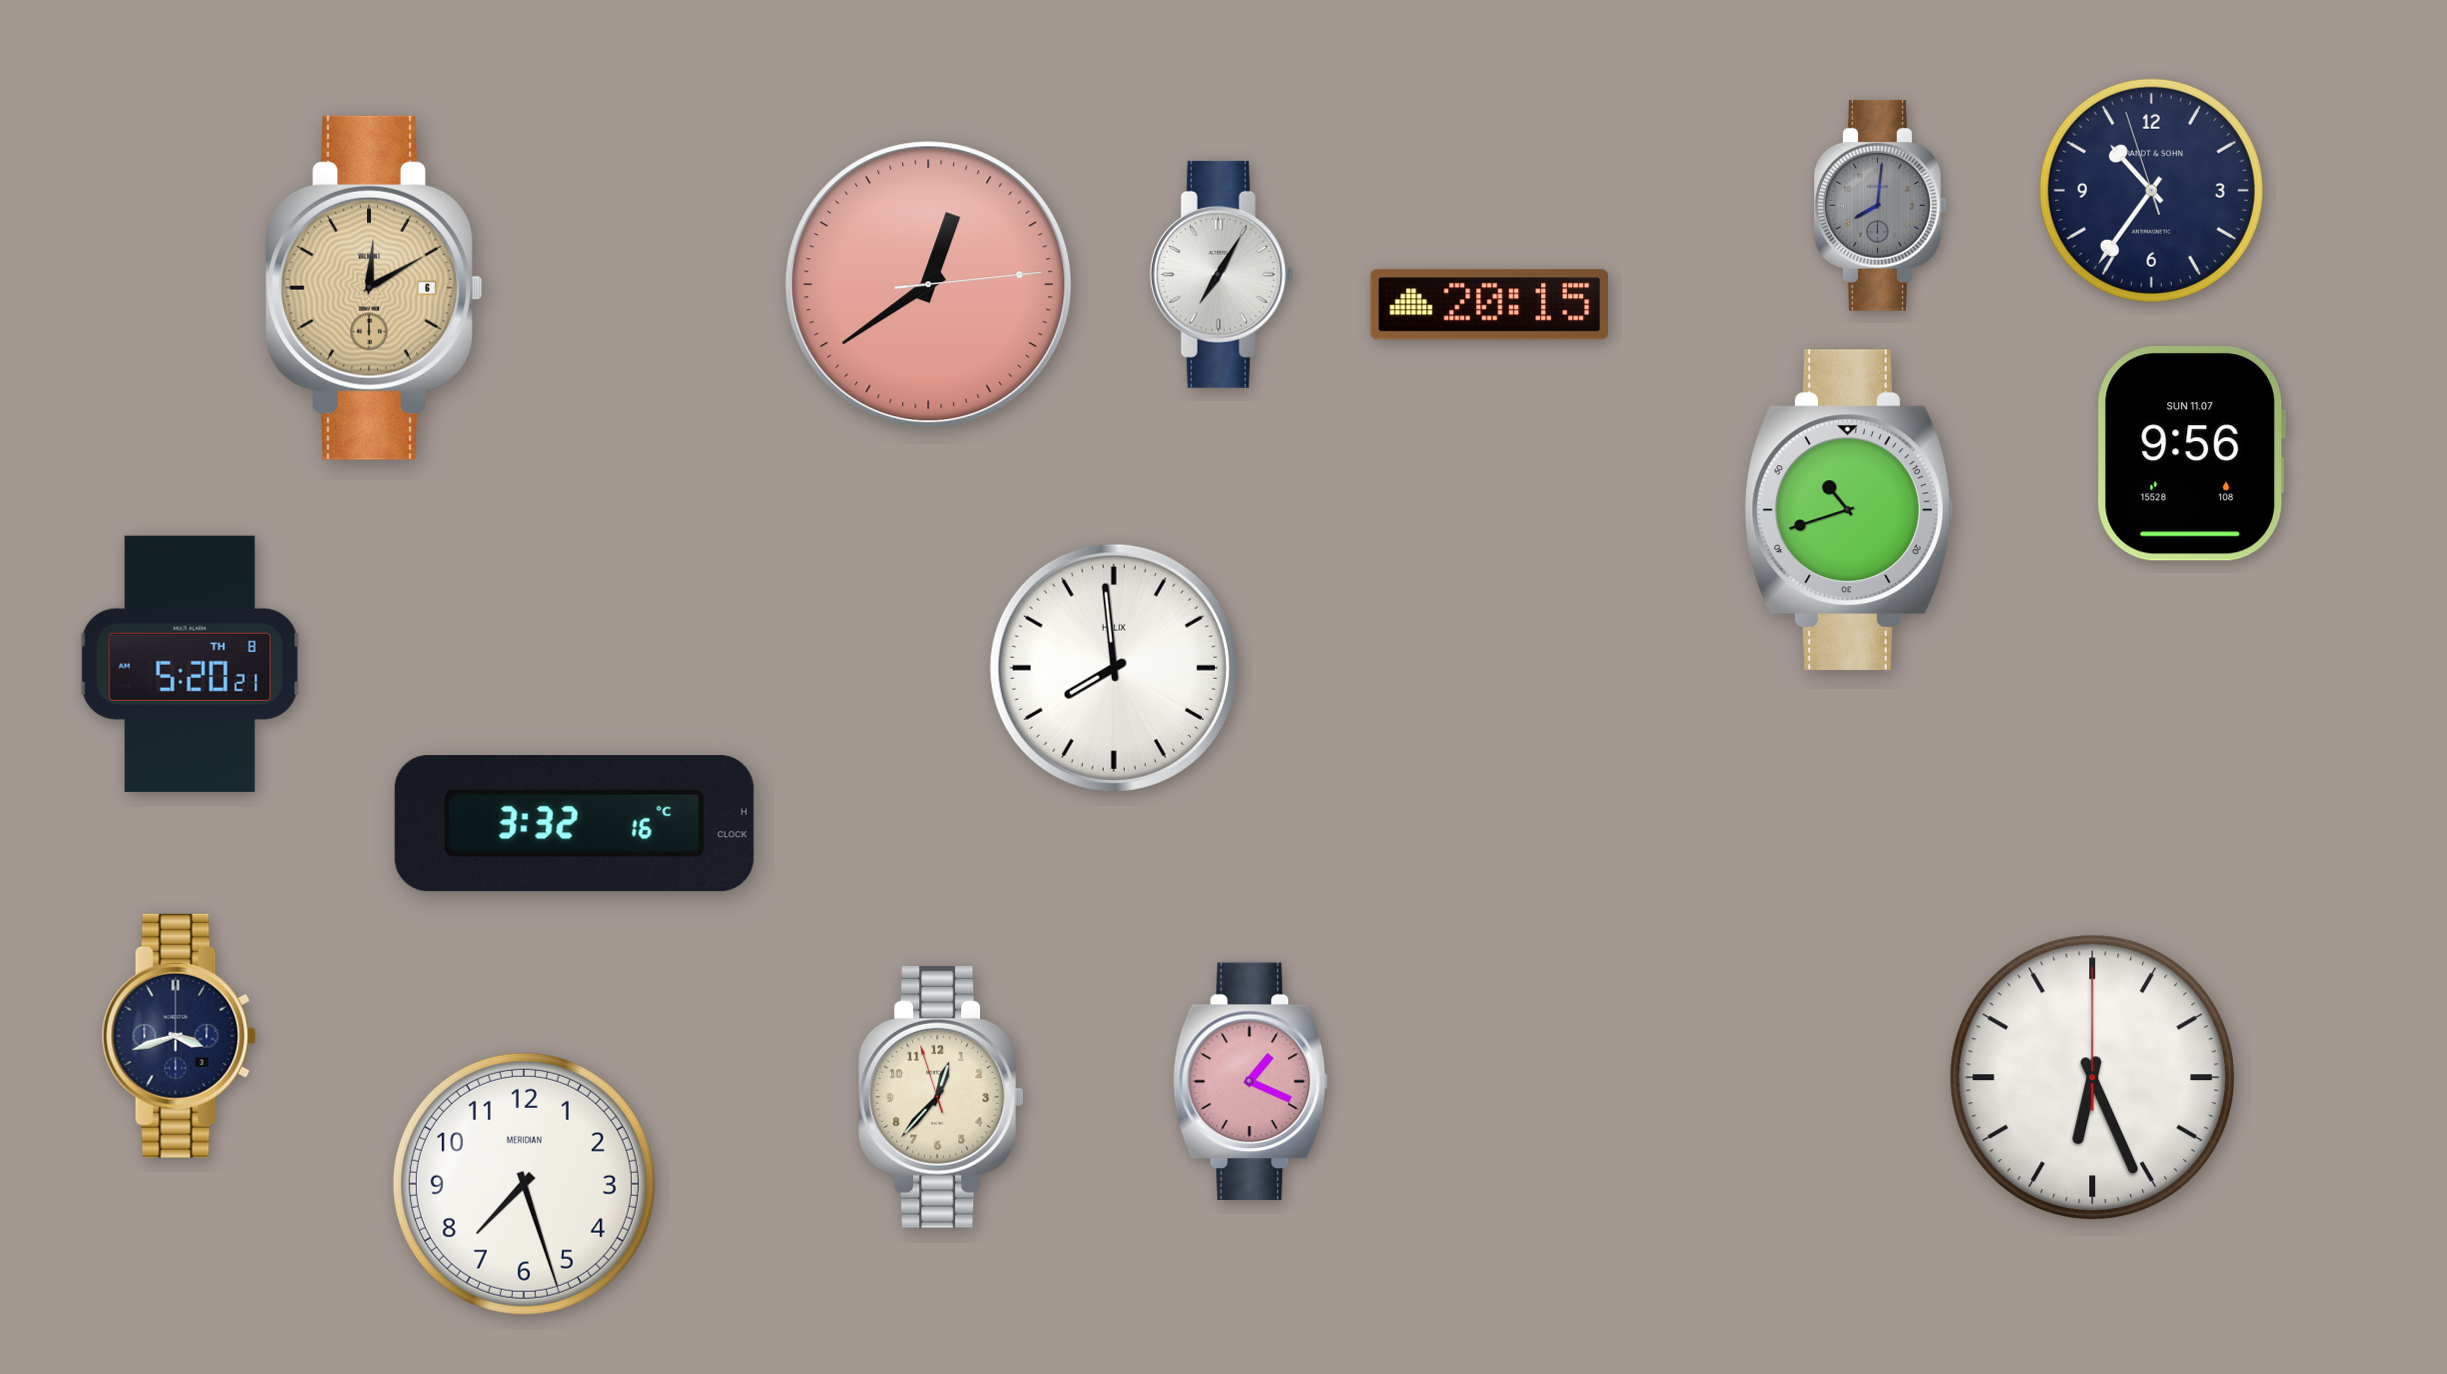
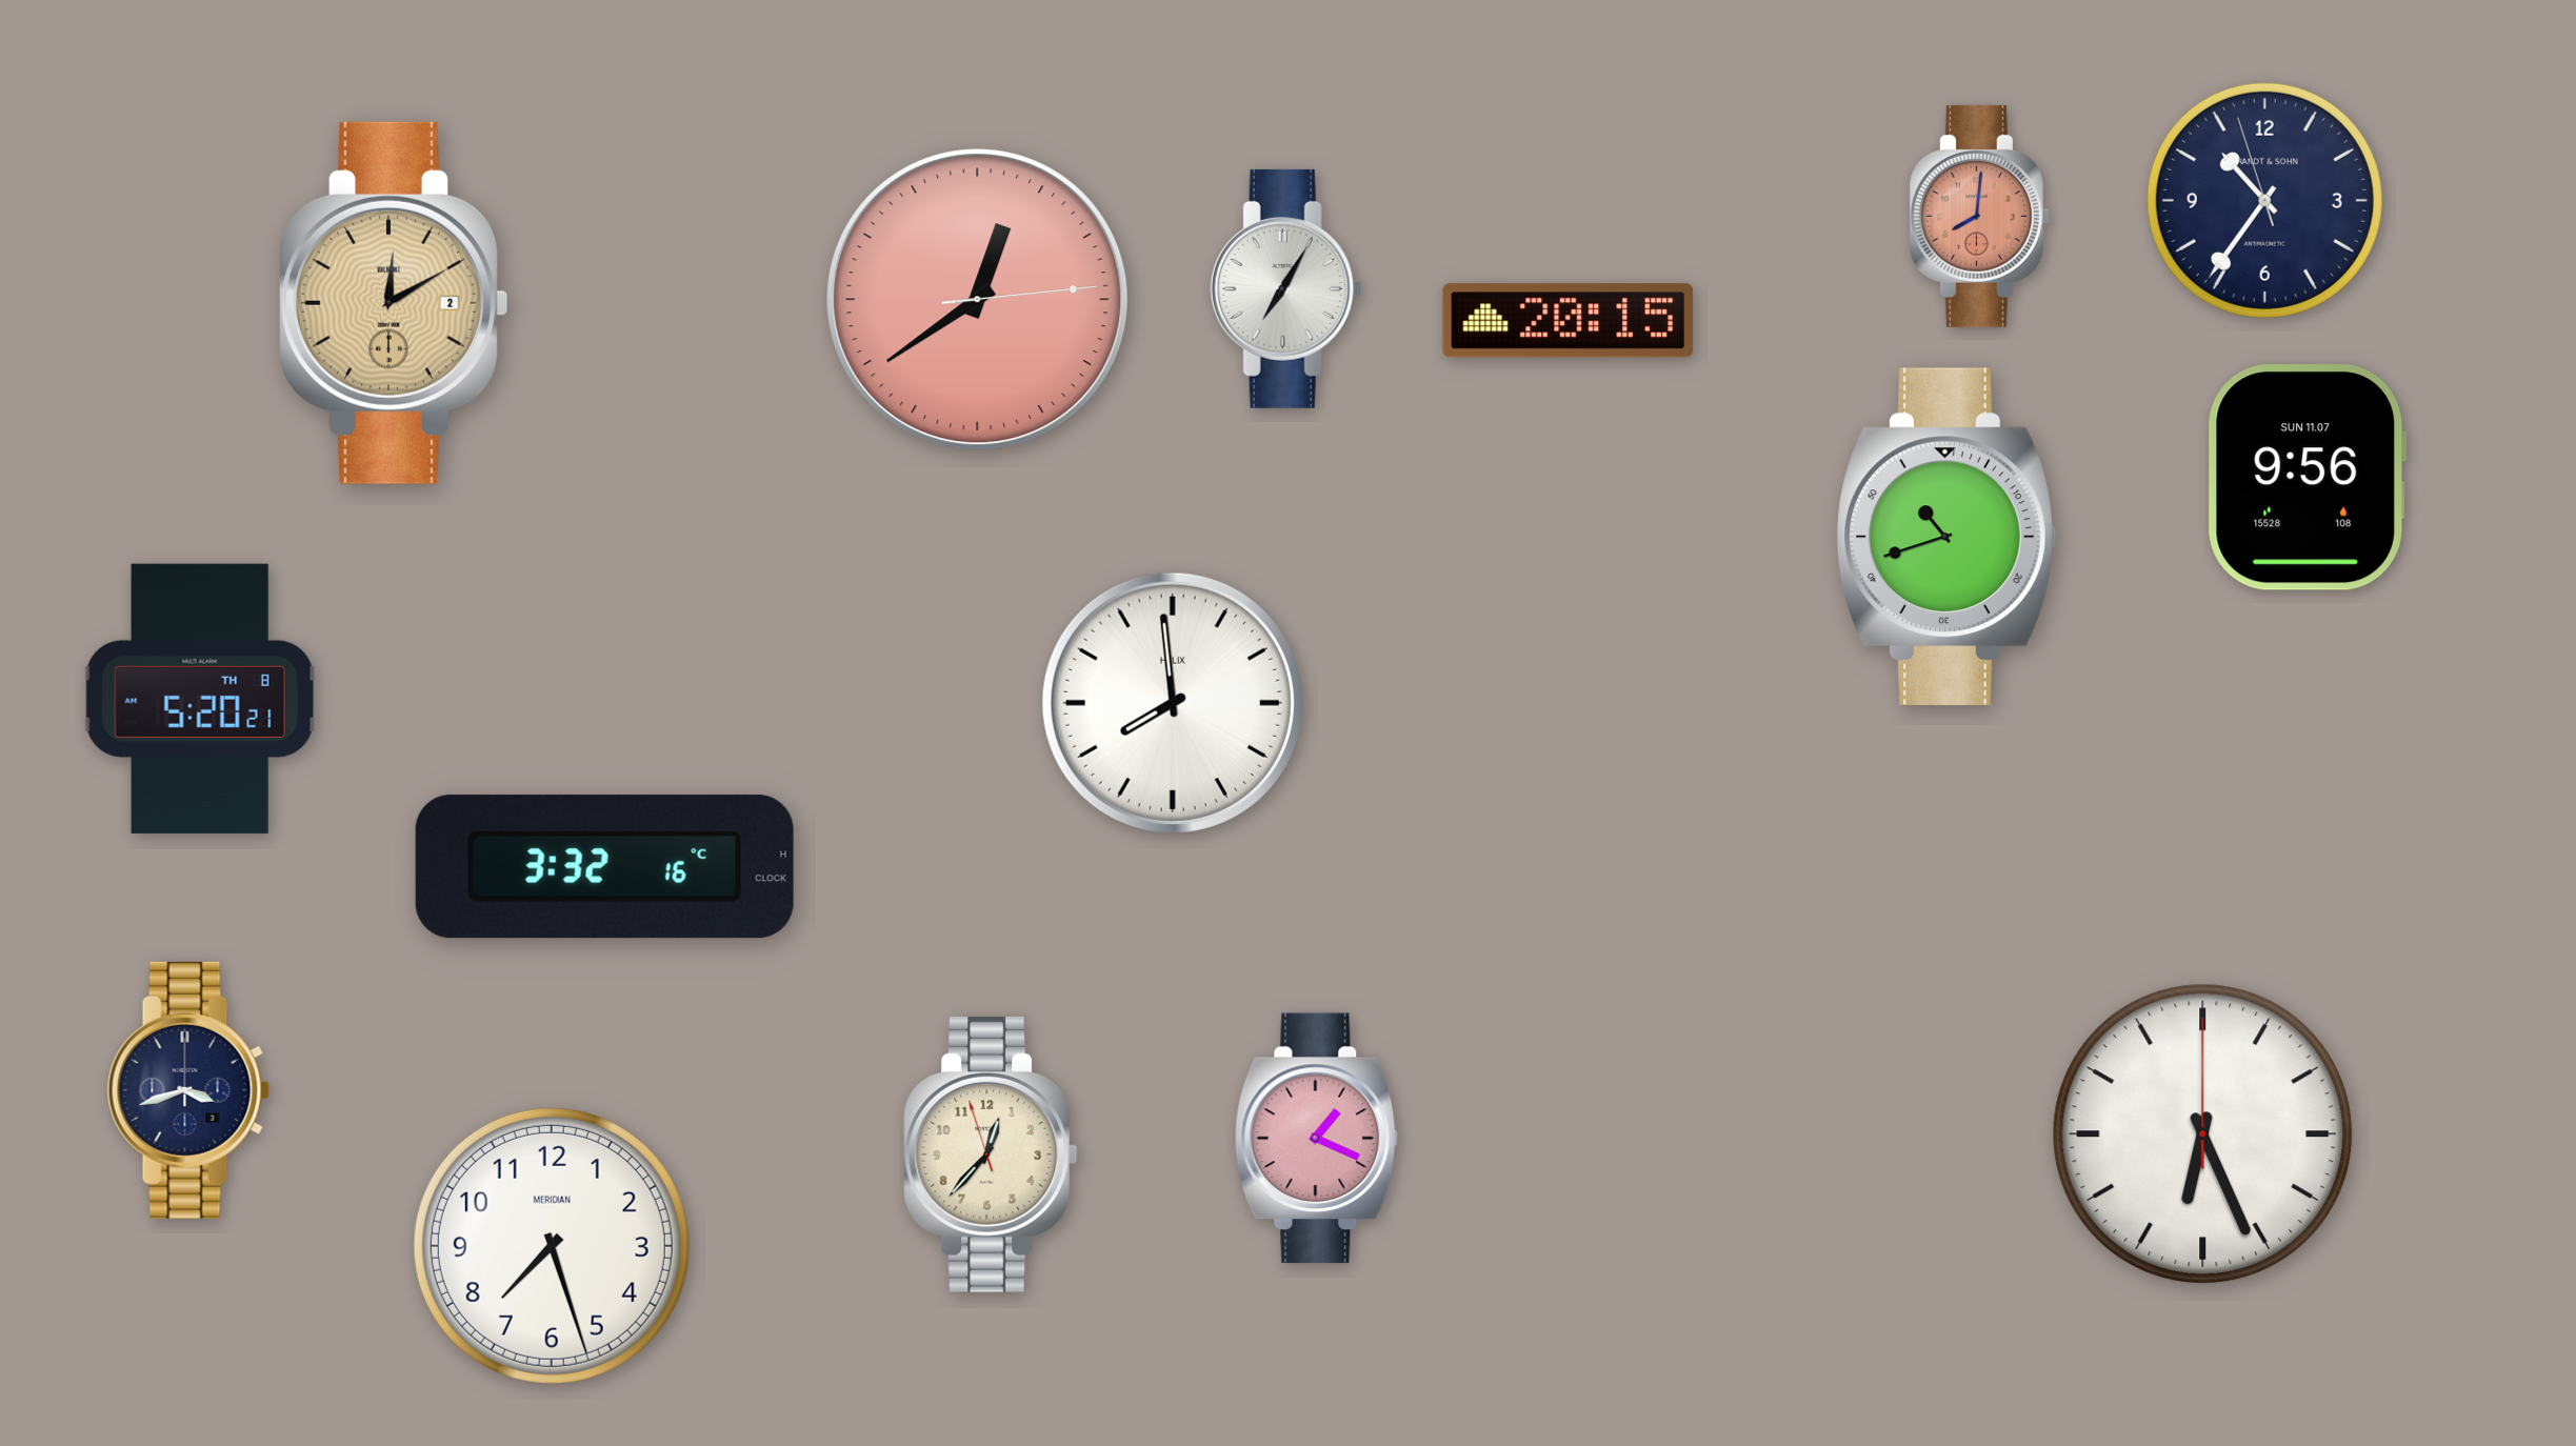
clock at (1881, 205) dial: grey -> salmon
clock at (374, 288) date: 6 -> 2
